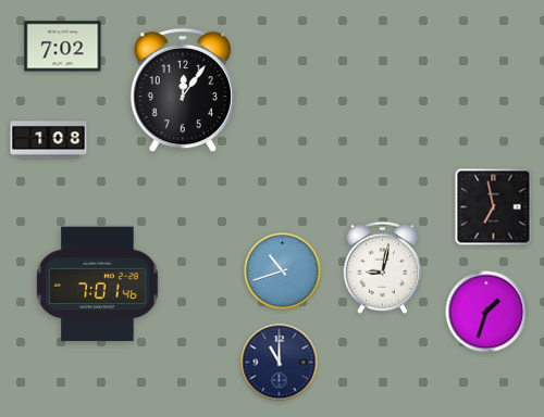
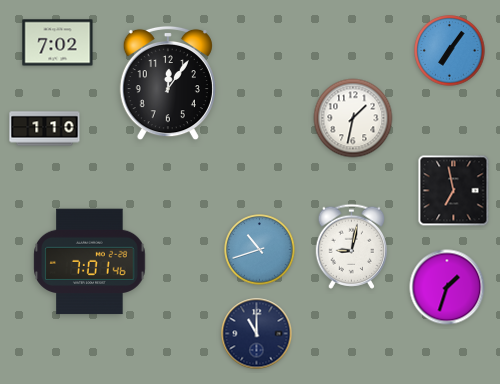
clock at (450, 51): none -> 7:06
clock at (353, 118): none -> 1:32
clock at (49, 140): 1:08 -> 1:10
